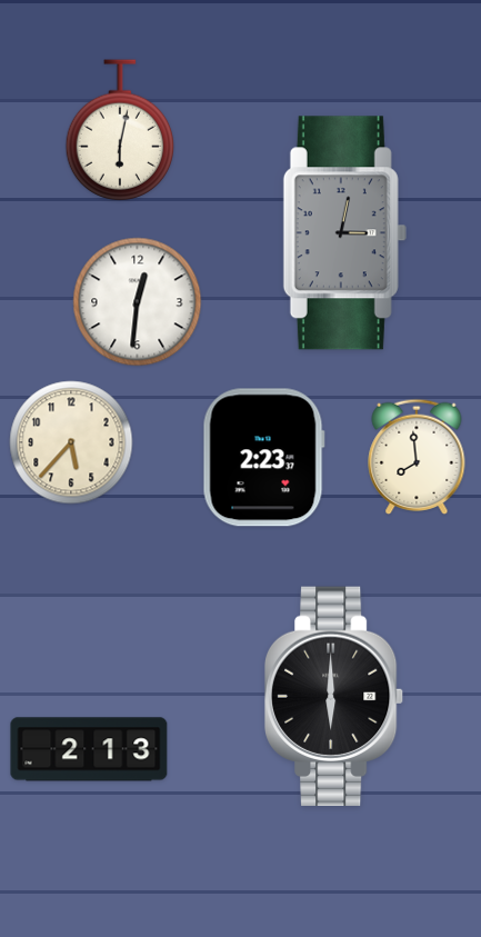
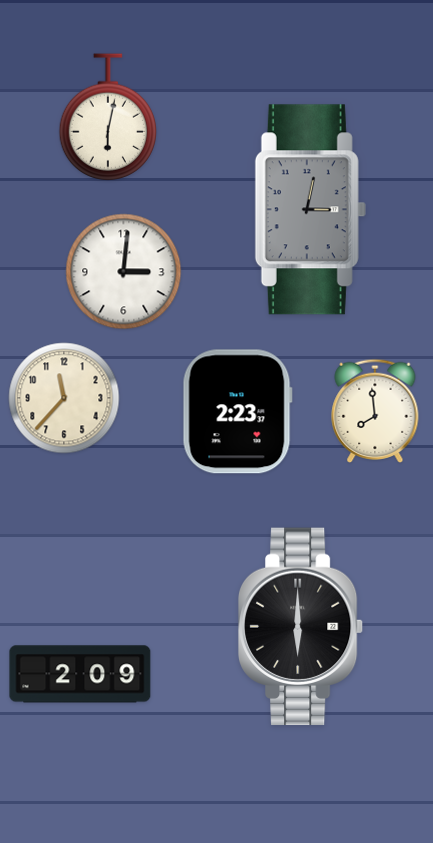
clock at (138, 302): 12:31 -> 3:01
clock at (71, 442): 5:37 -> 11:37
clock at (89, 749): 2:13 -> 2:09
